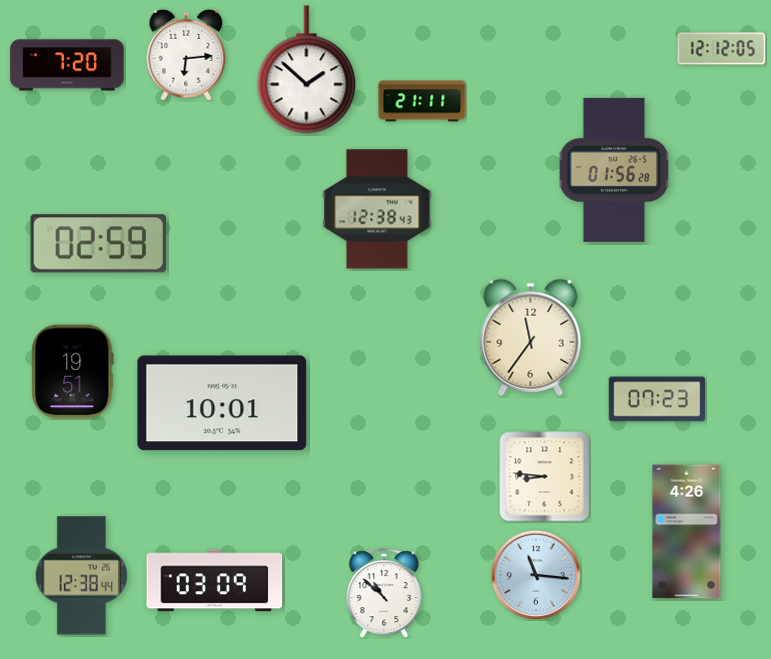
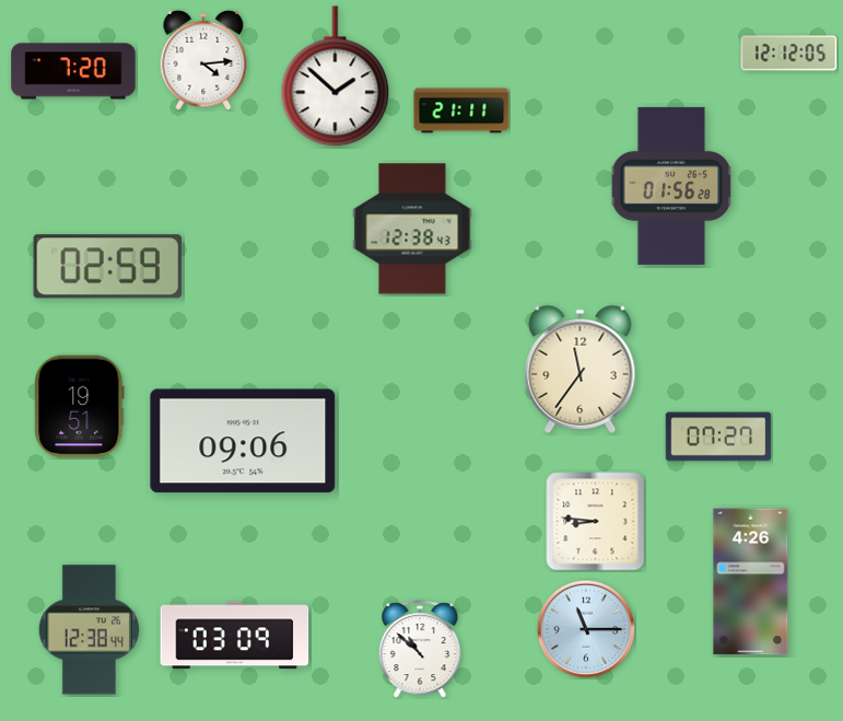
clock at (186, 55): 6:14 -> 4:14
clock at (657, 399): 07:23 -> 07:27
clock at (222, 403): 10:01 -> 09:06
clock at (535, 574): 11:16 -> 11:15
